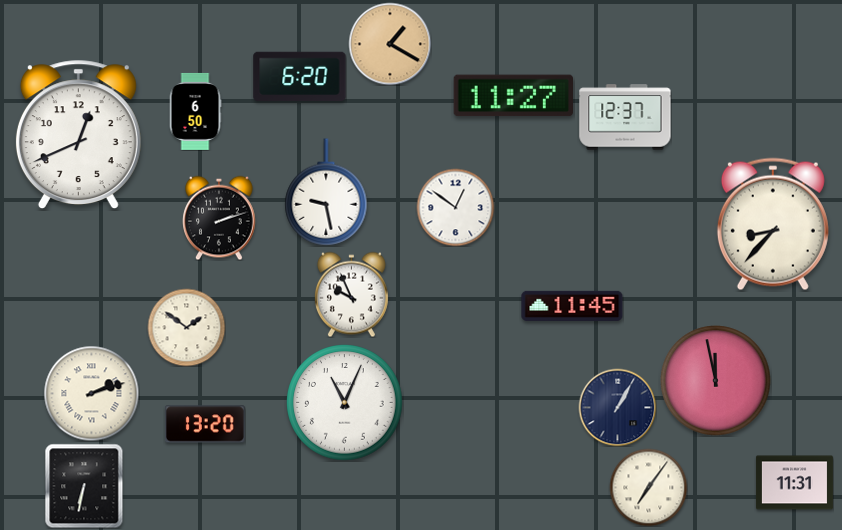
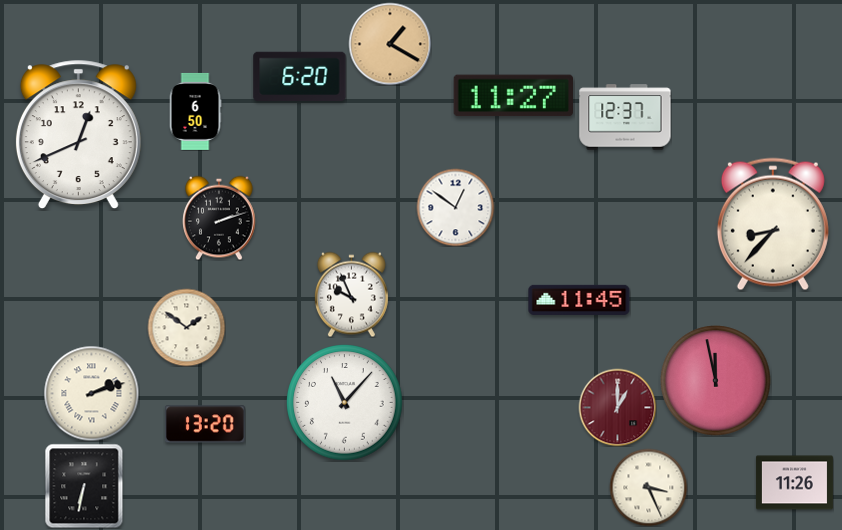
clock at (326, 192): 9:28 -> none
clock at (572, 306) position: (572, 306) -> (579, 300)
clock at (345, 403): 11:04 -> 11:07
clock at (617, 407): 1:05 -> 1:00
clock at (617, 407) dial: navy -> burgundy
clock at (794, 483): 11:31 -> 11:26
clock at (648, 487): 7:06 -> 3:26
